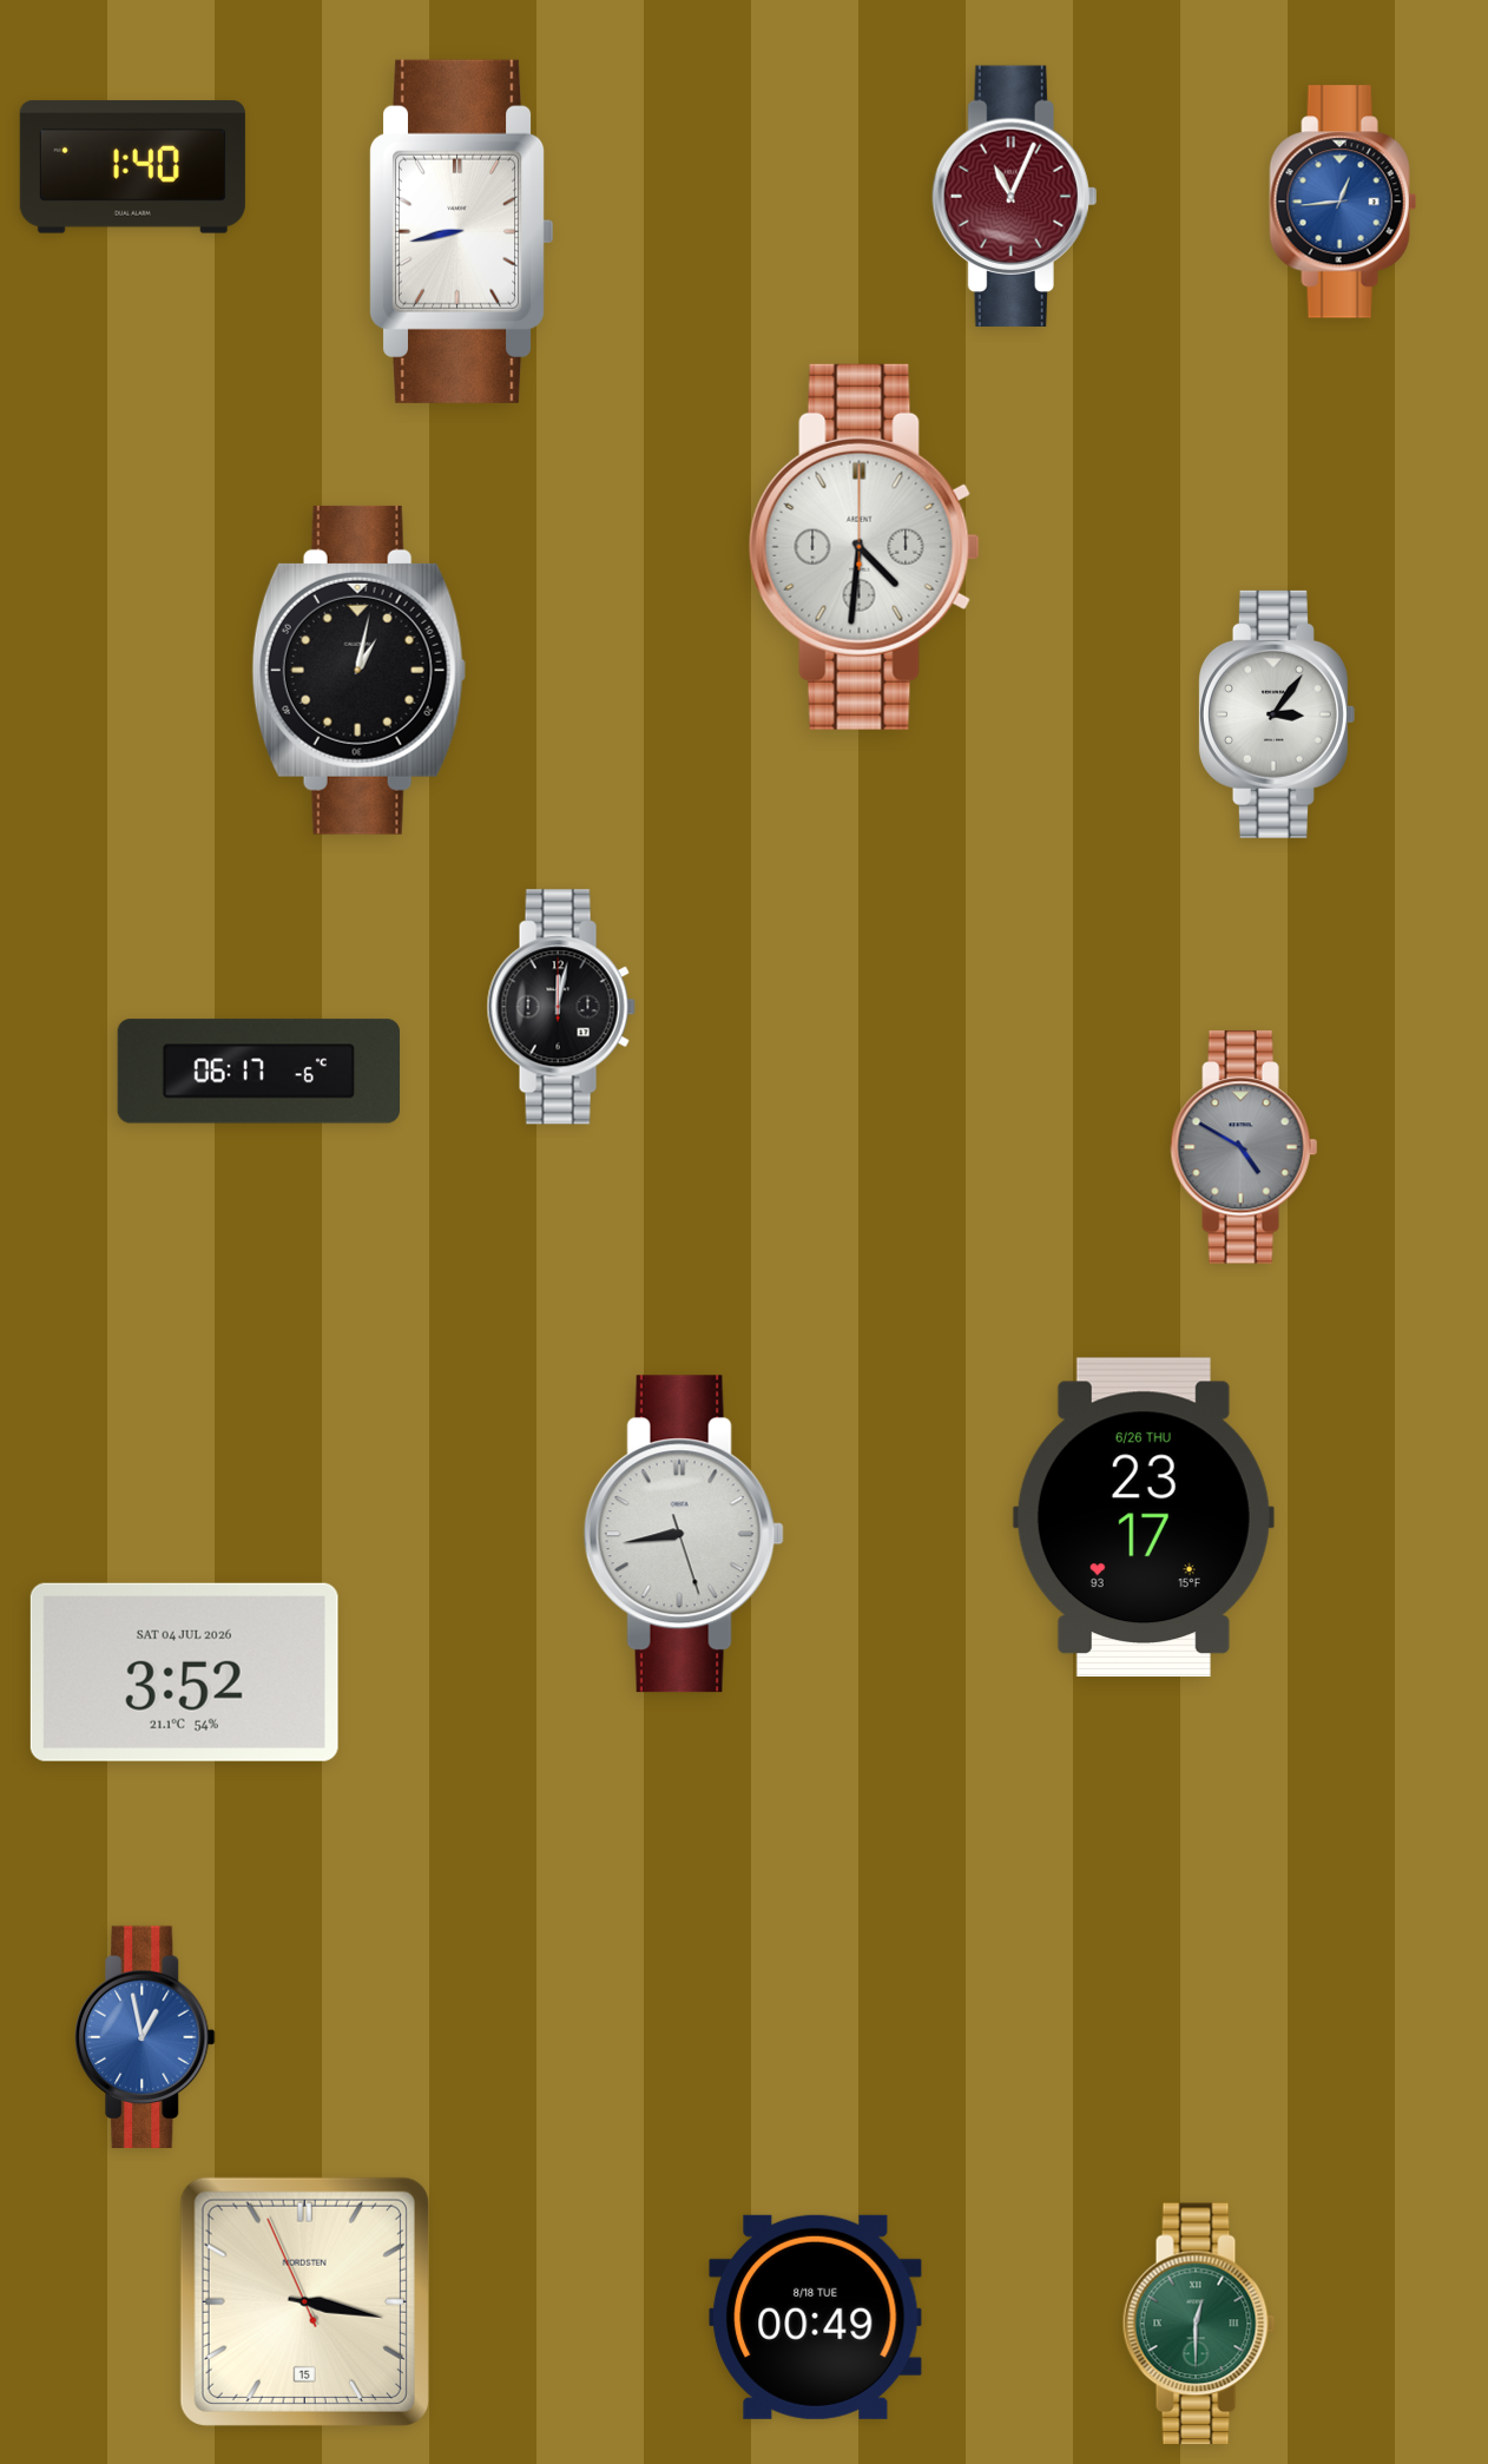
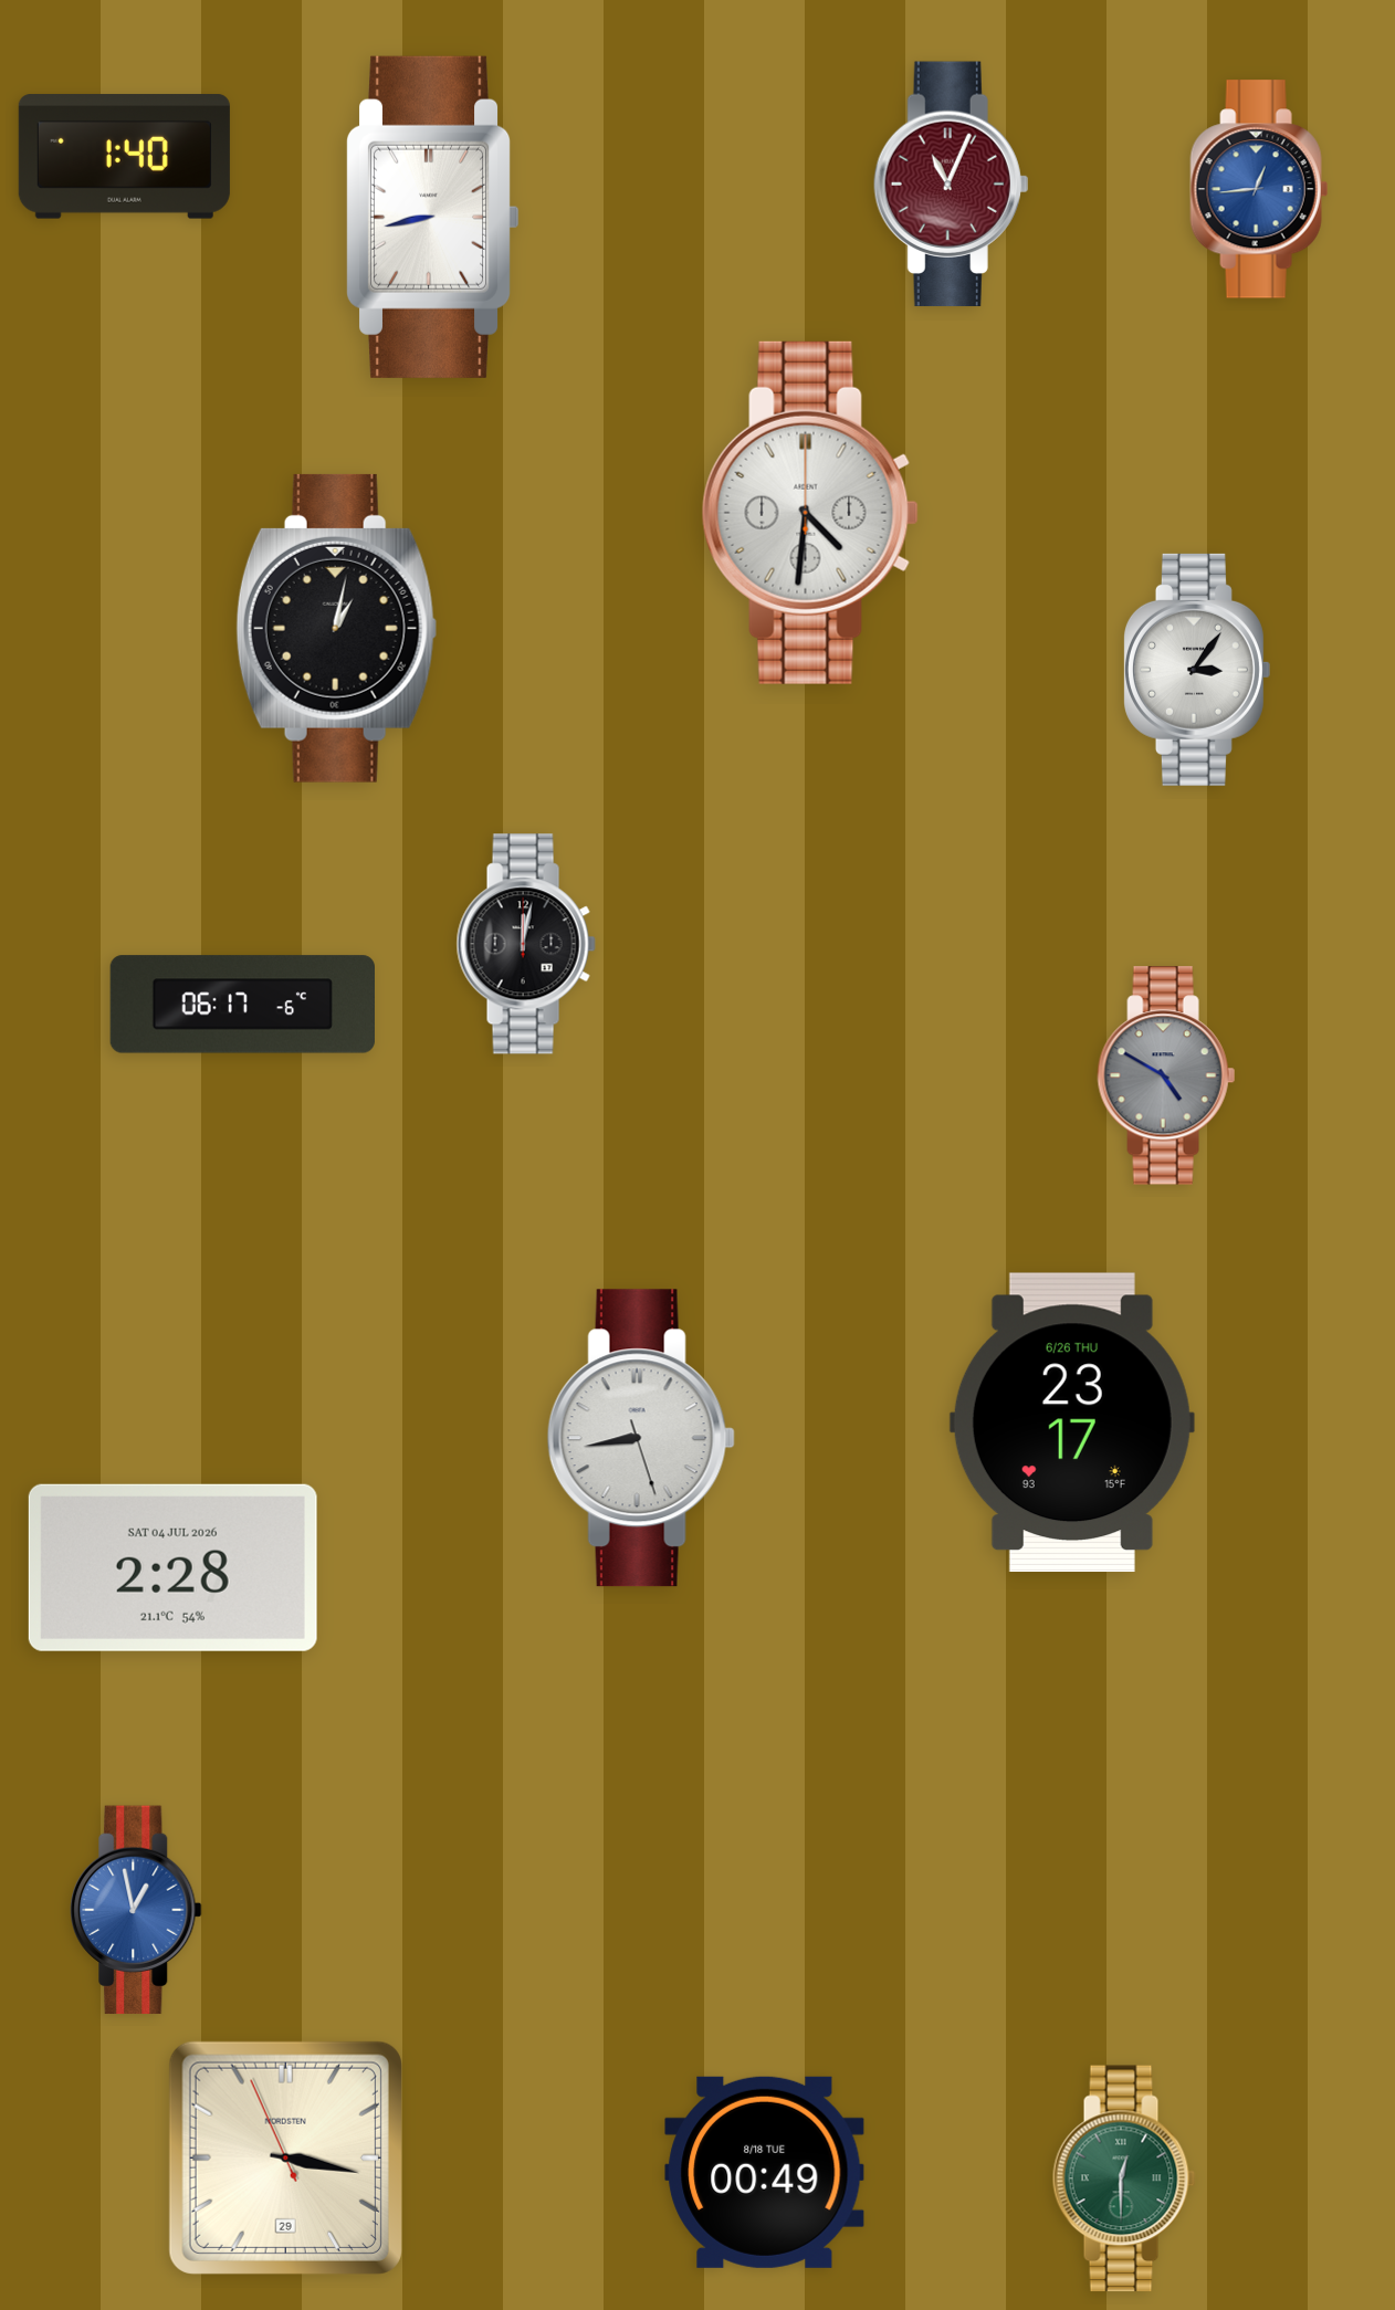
clock at (184, 1672): 3:52 -> 2:28
clock at (304, 2301) date: 15 -> 29
